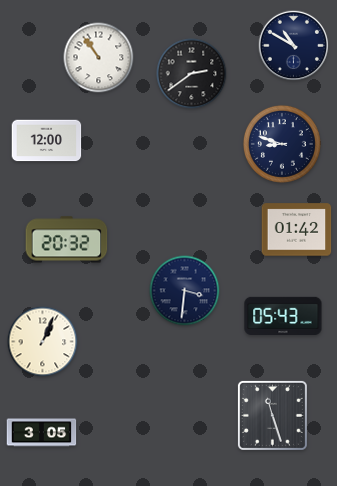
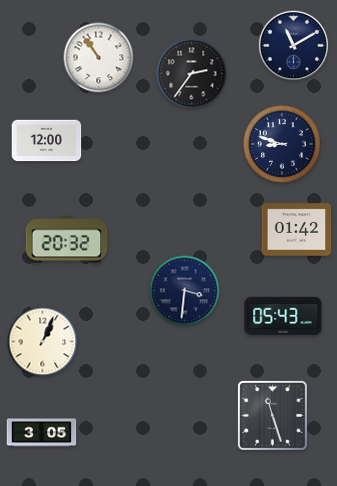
clock at (294, 46): 10:50 -> 11:10
clock at (192, 74): 2:39 -> 2:36
